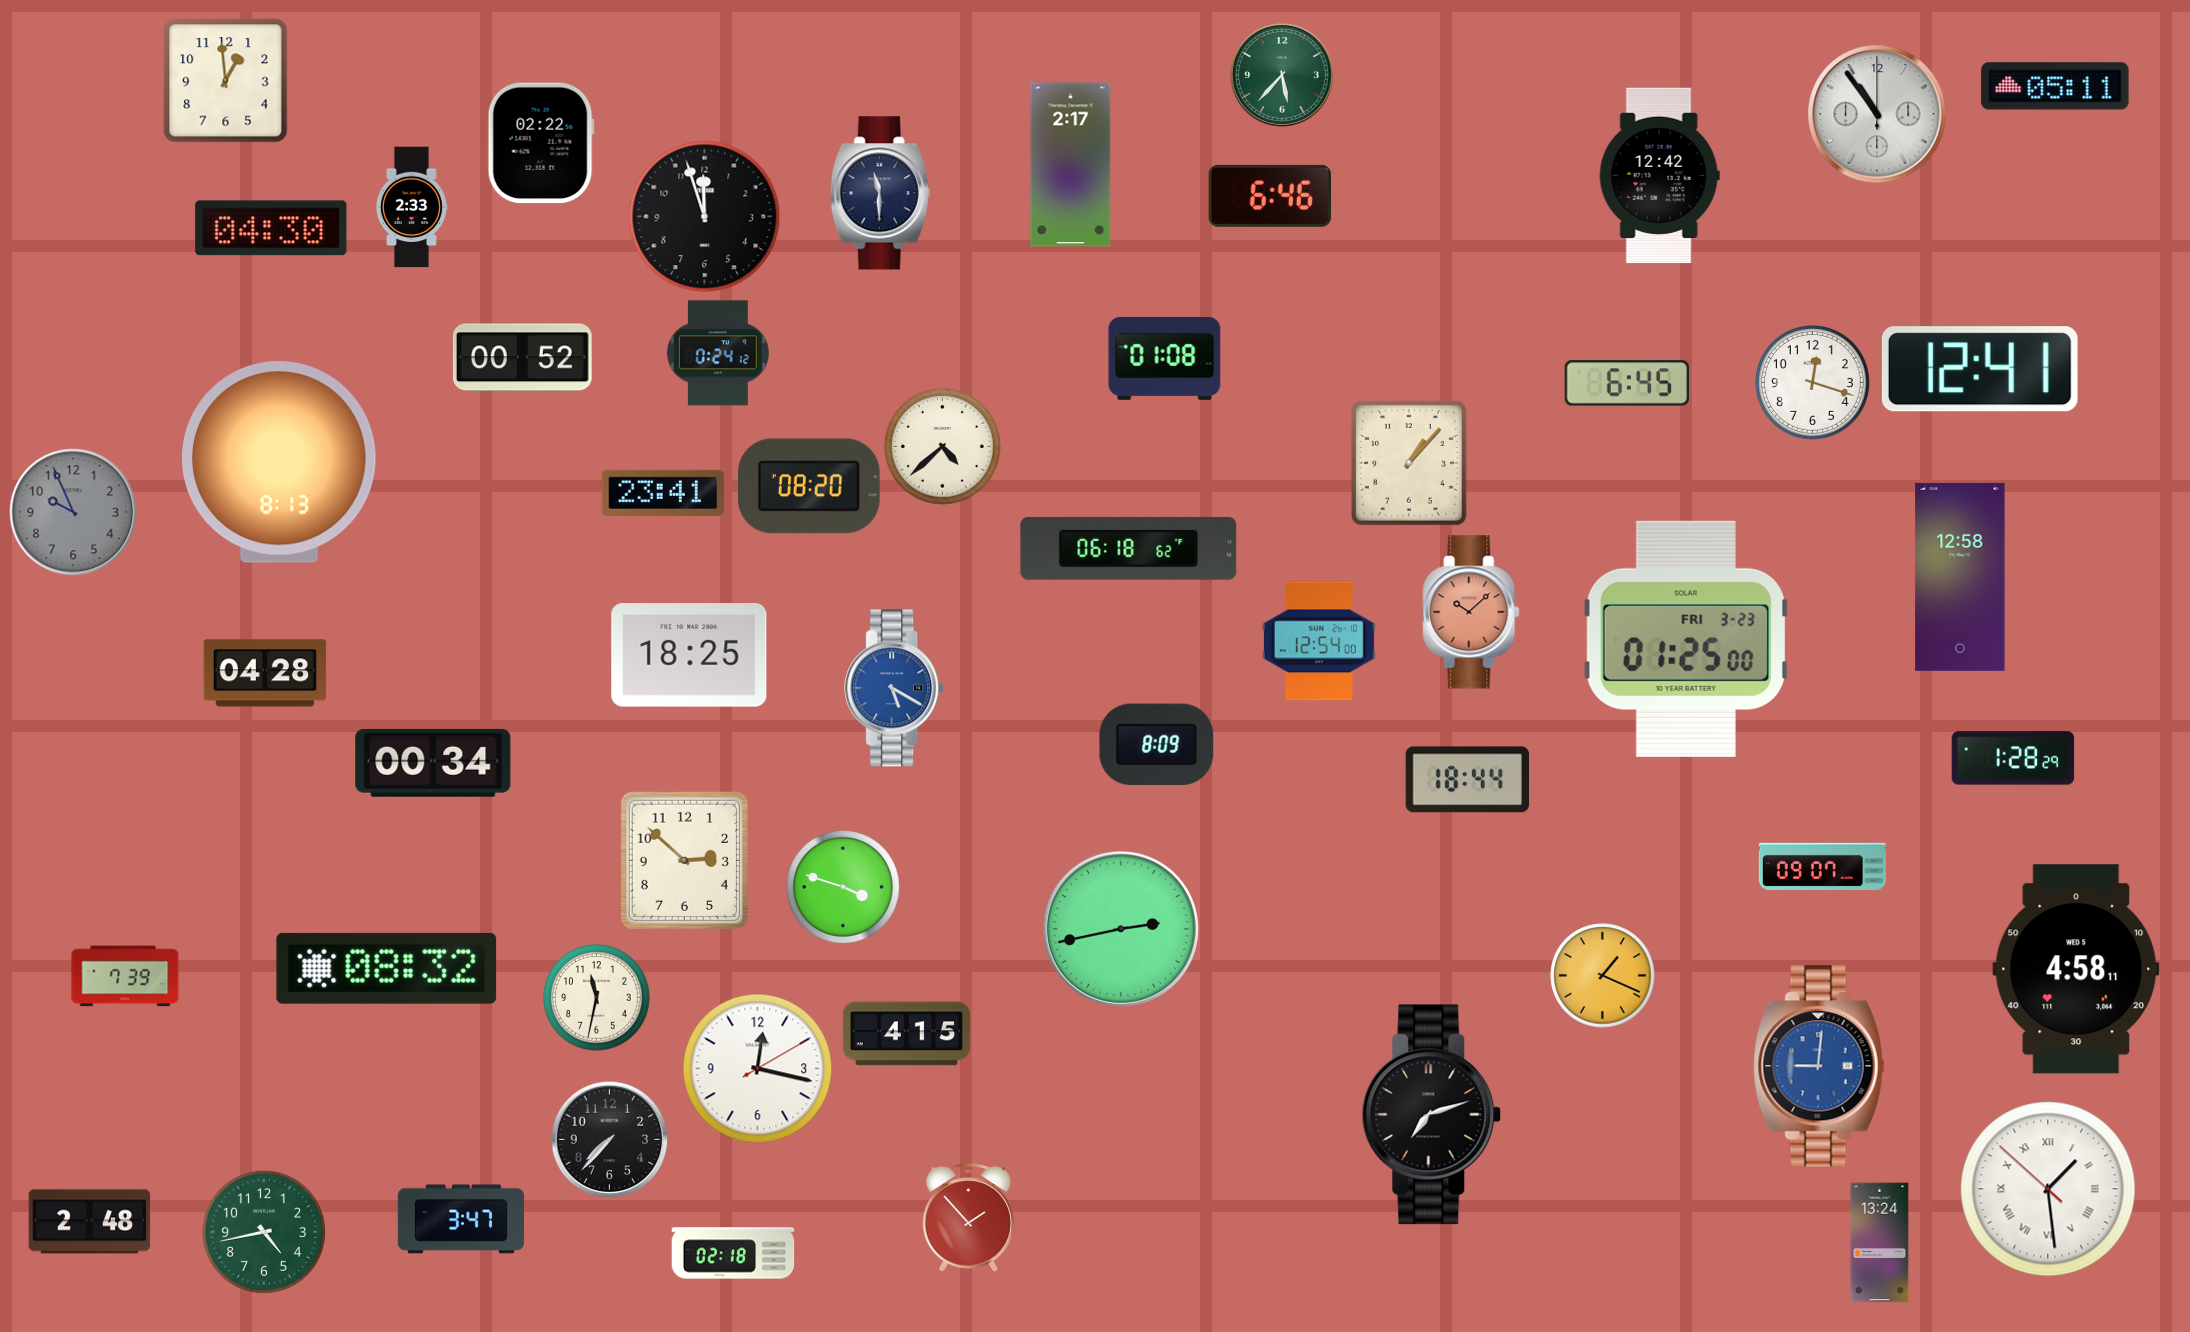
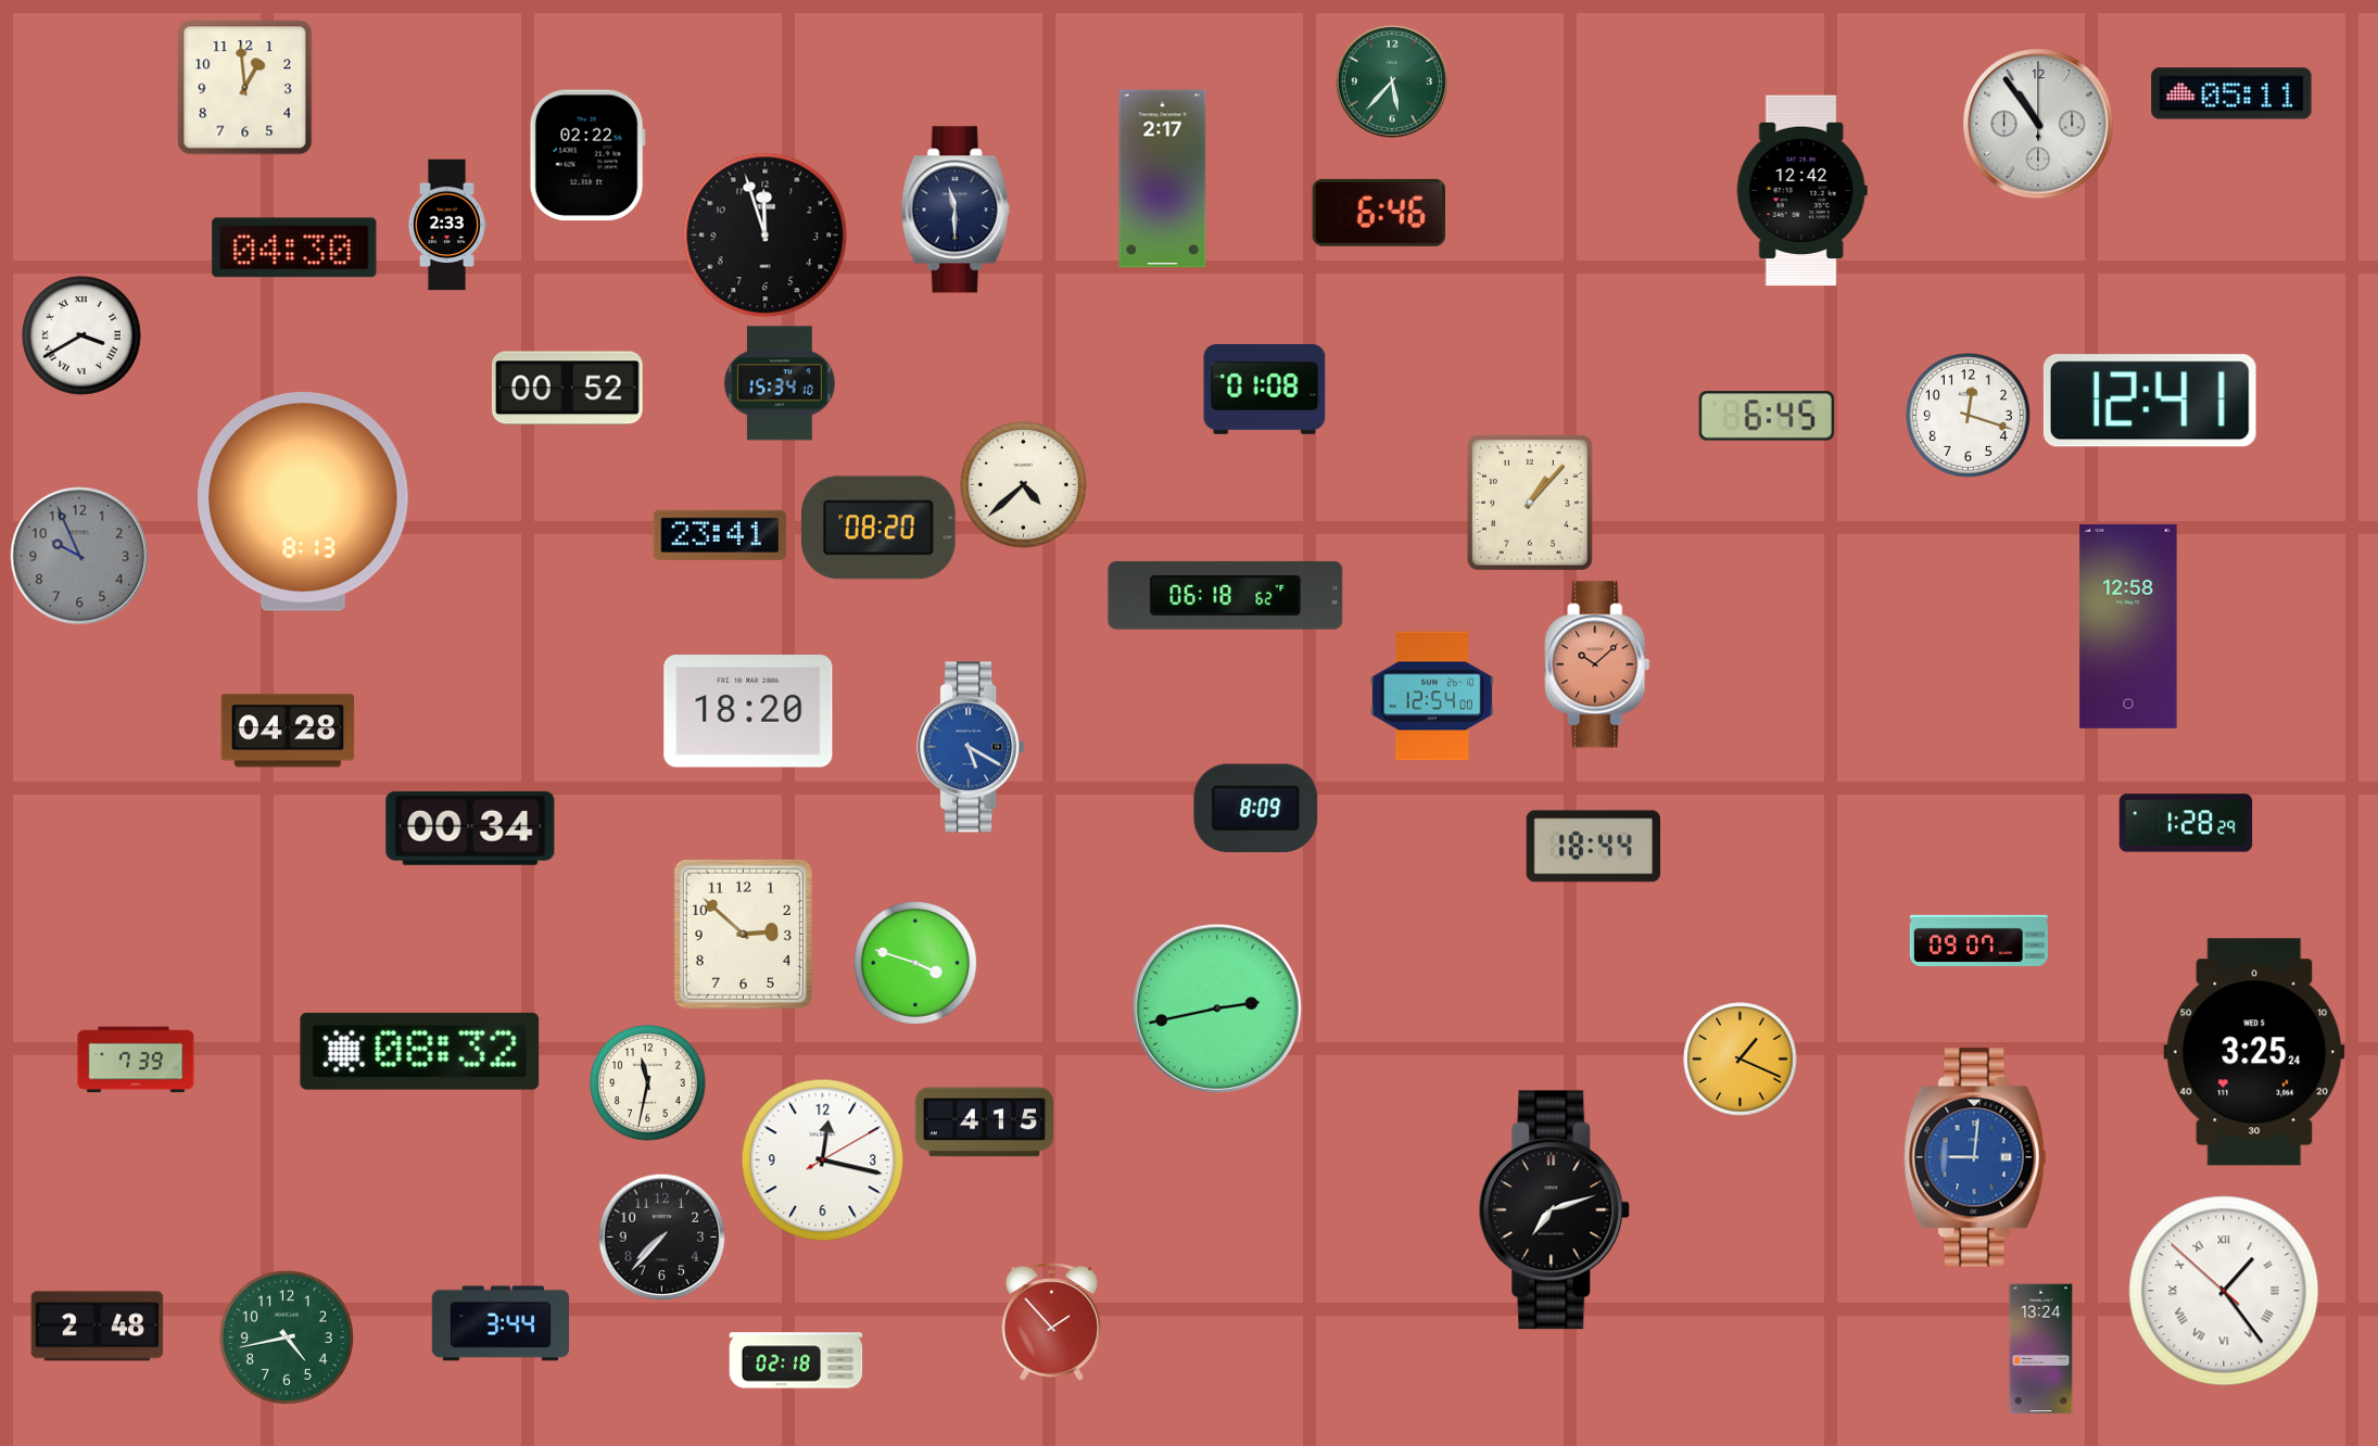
clock at (81, 335): none -> 3:40
clock at (718, 353): 0:24 -> 15:34
clock at (1686, 639): 01:25 -> none
clock at (689, 655): 18:25 -> 18:20
clock at (2076, 969): 4:58 -> 3:25
clock at (2048, 1189): 1:28 -> 1:23
clock at (460, 1219): 3:47 -> 3:44
